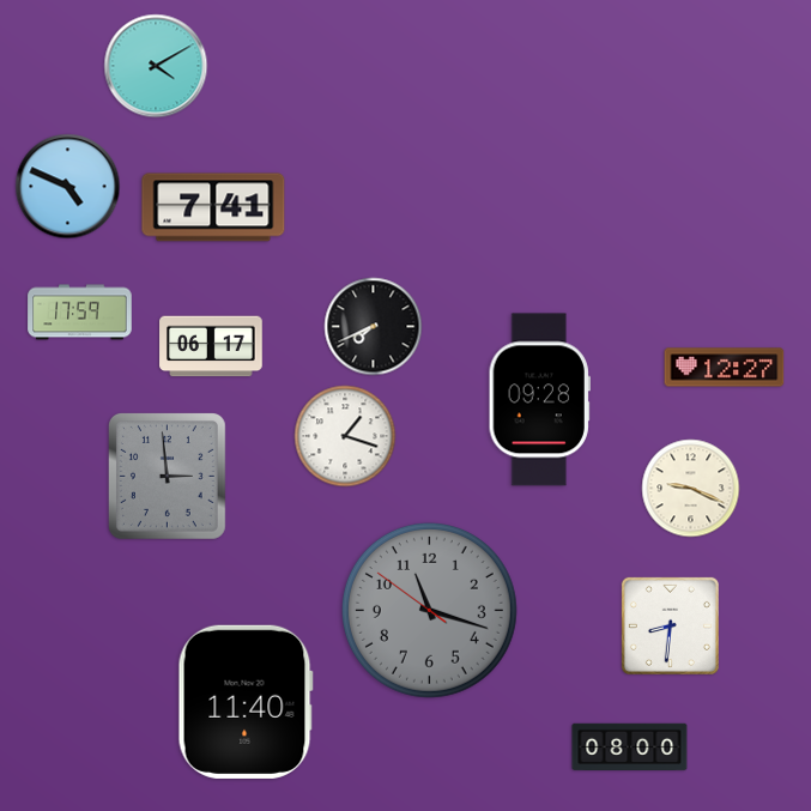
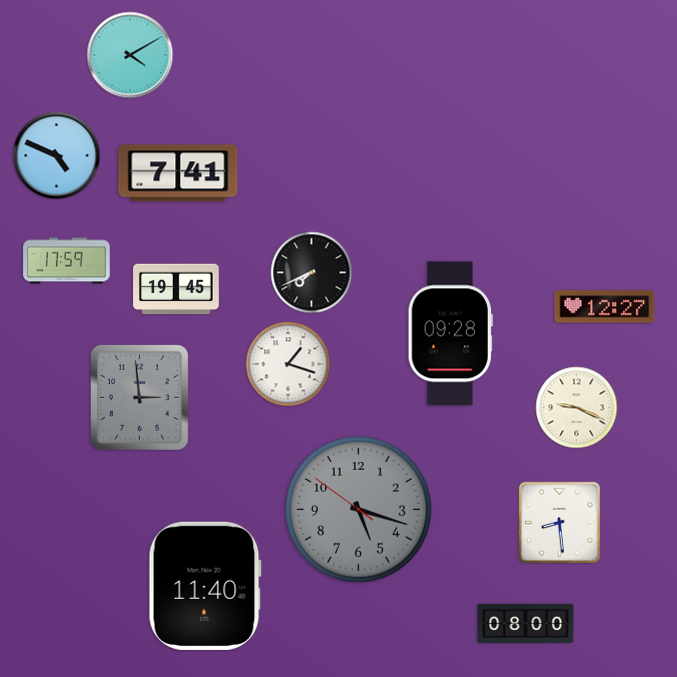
clock at (211, 346): 06:17 -> 19:45
clock at (429, 610): 11:17 -> 5:17
clock at (670, 625): 8:31 -> 8:29
